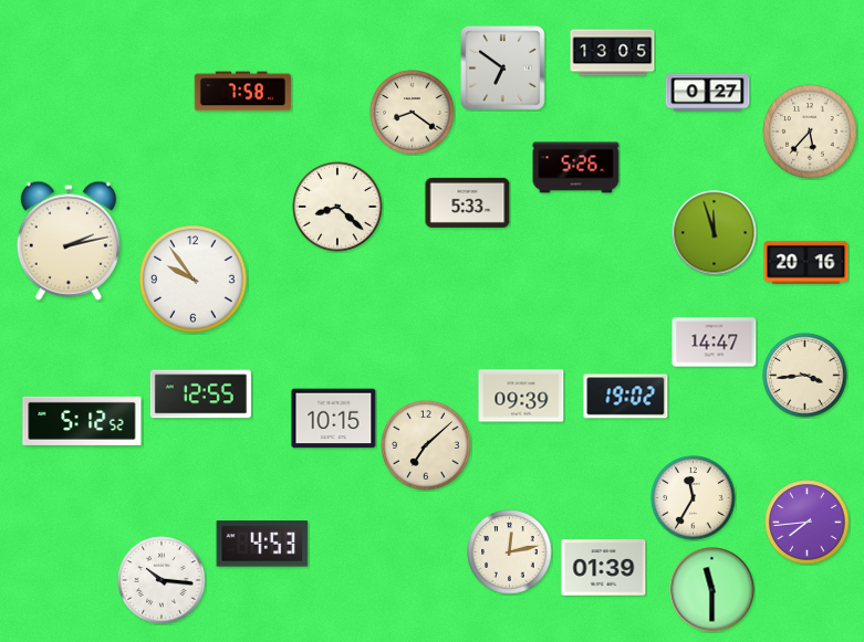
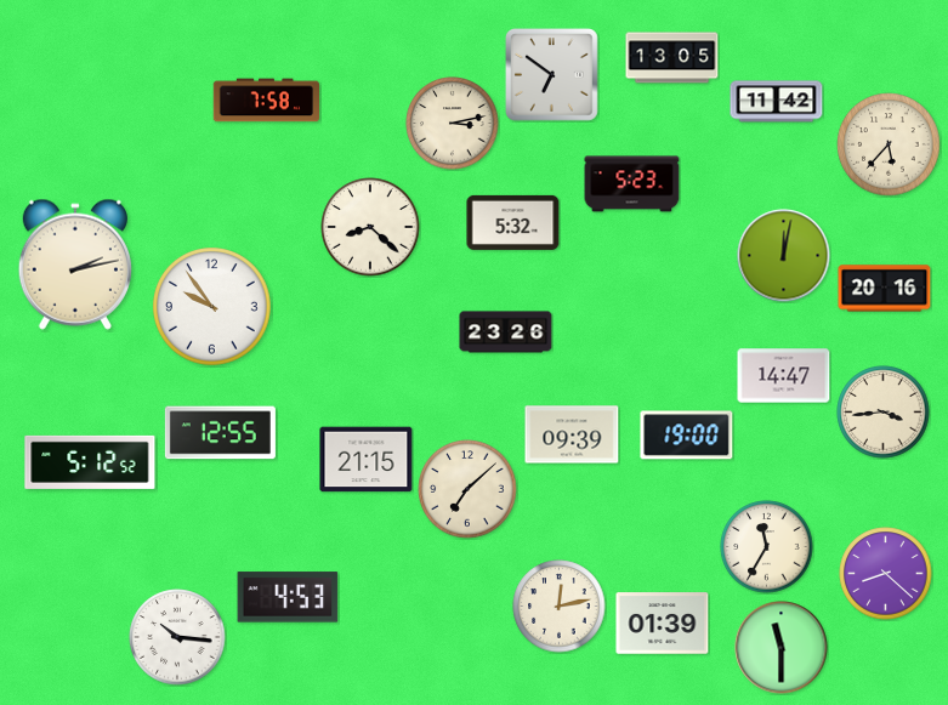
clock at (708, 93): 0:27 -> 11:42
clock at (413, 113): 8:21 -> 3:13
clock at (576, 168): 5:26 -> 5:23
clock at (468, 202): 5:33 -> 5:32
clock at (715, 233): 11:57 -> 12:02
clock at (506, 332): none -> 23:26
clock at (626, 397): 19:02 -> 19:00
clock at (334, 419): 10:15 -> 21:15
clock at (694, 498) position: (694, 498) -> (767, 547)
clock at (808, 523): 7:44 -> 8:22
